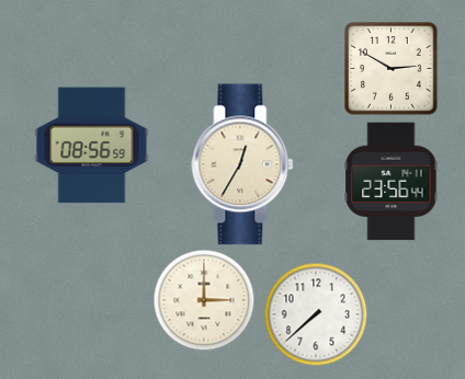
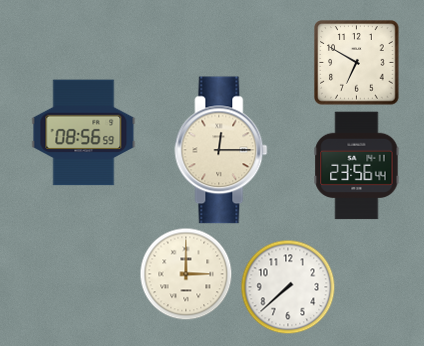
clock at (392, 69): 2:50 -> 6:50
clock at (242, 164): 12:35 -> 12:15
